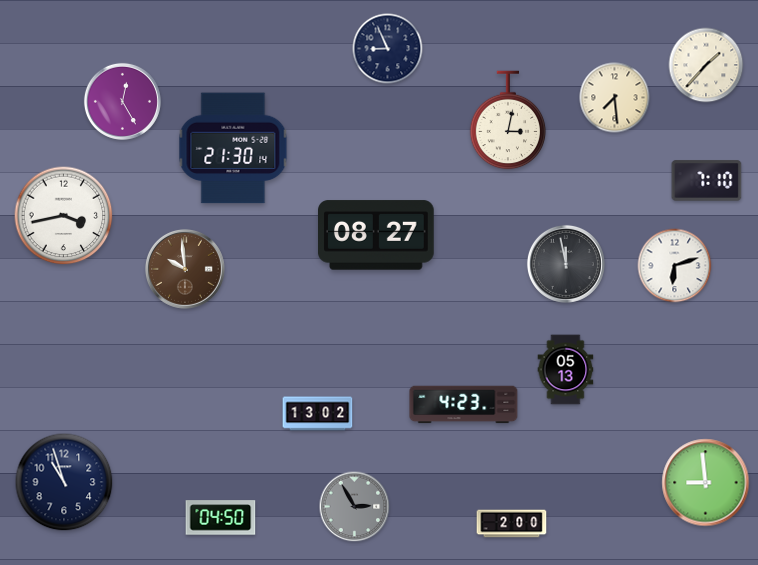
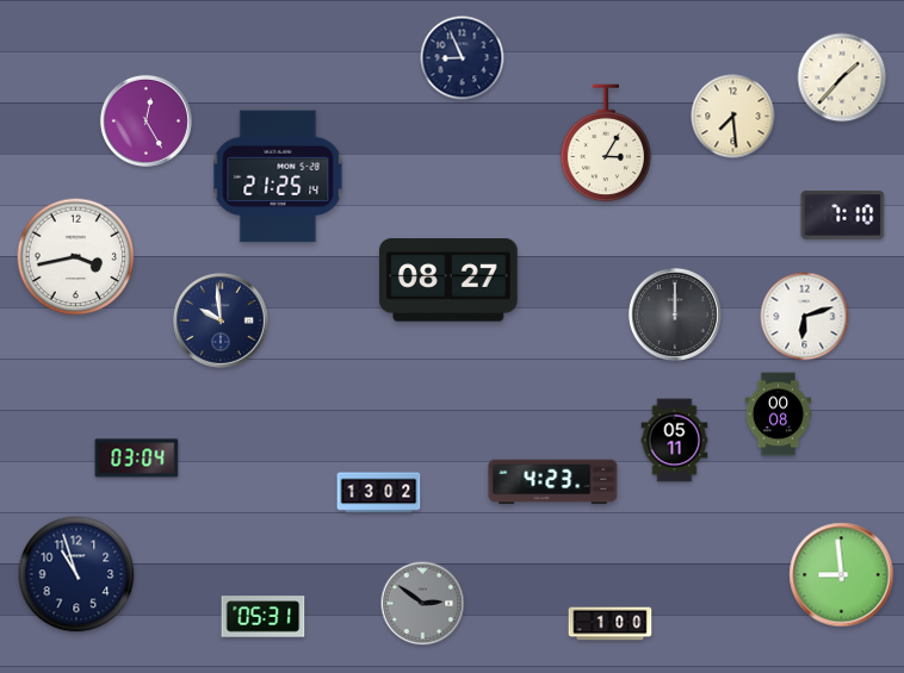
clock at (508, 120): 3:02 -> 3:05
clock at (233, 148): 21:30 -> 21:25
clock at (566, 264): 11:58 -> 12:00
clock at (185, 269) dial: brown -> navy
clock at (779, 415): none -> 00:08
clock at (566, 370): 05:13 -> 05:11
clock at (137, 459): none -> 03:04
clock at (355, 507): 2:55 -> 2:51
clock at (221, 518): 04:50 -> 05:31
clock at (512, 524): 2:00 -> 1:00
